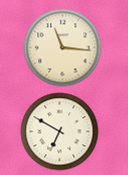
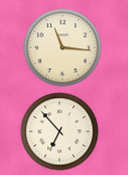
clock at (59, 131): 6:50 -> 6:53
